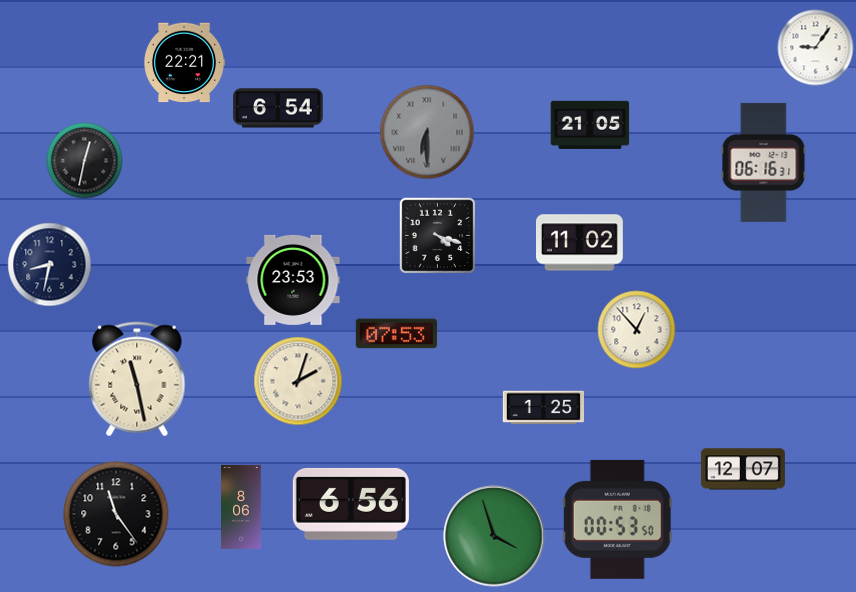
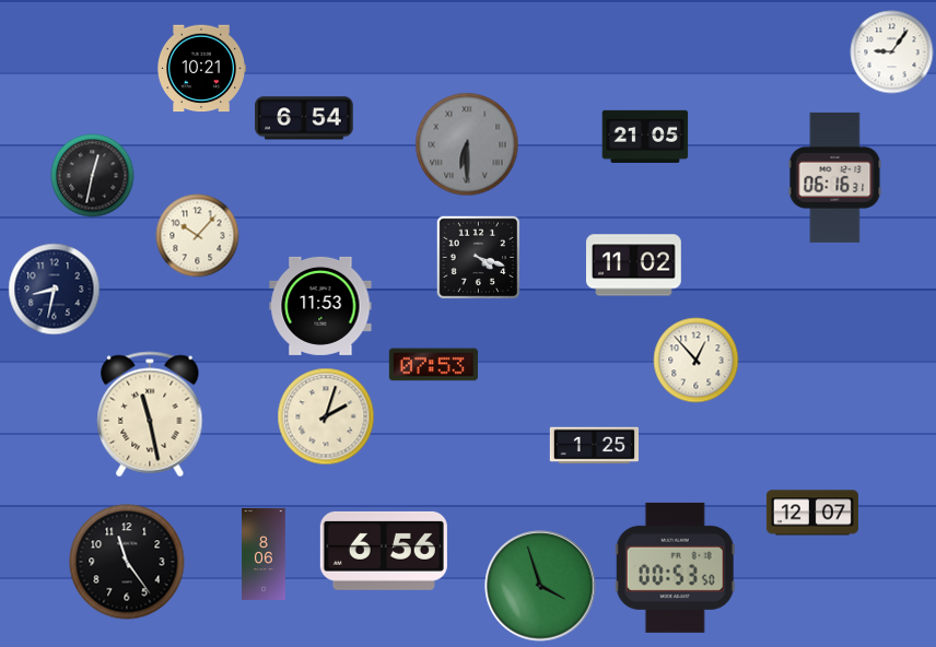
clock at (184, 63): 22:21 -> 10:21
clock at (198, 236): none -> 10:07
clock at (293, 280): 23:53 -> 11:53
